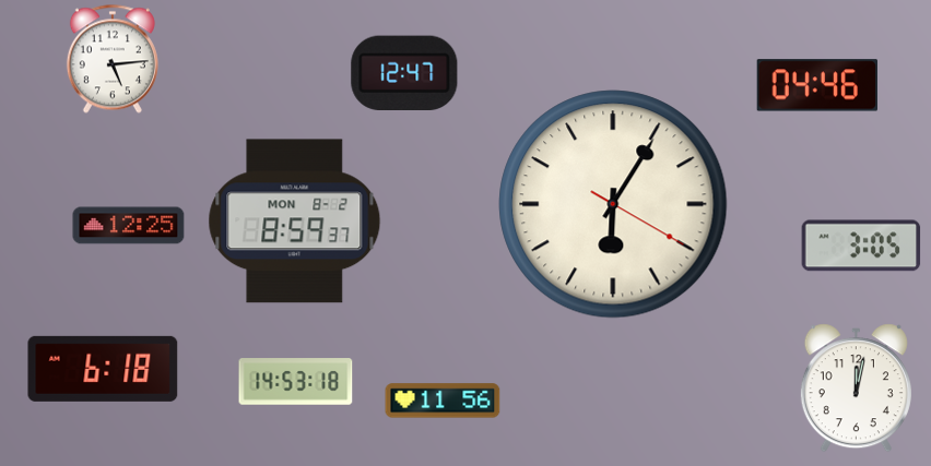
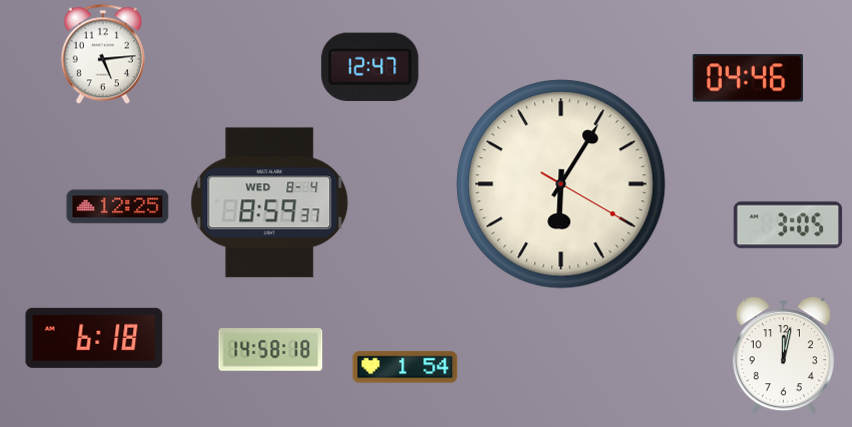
clock at (613, 204) position: (613, 204) -> (561, 184)
clock at (295, 222) date: MON 8-2 -> WED 8-4
clock at (296, 382): 14:53 -> 14:58
clock at (443, 401): 11:56 -> 1:54
